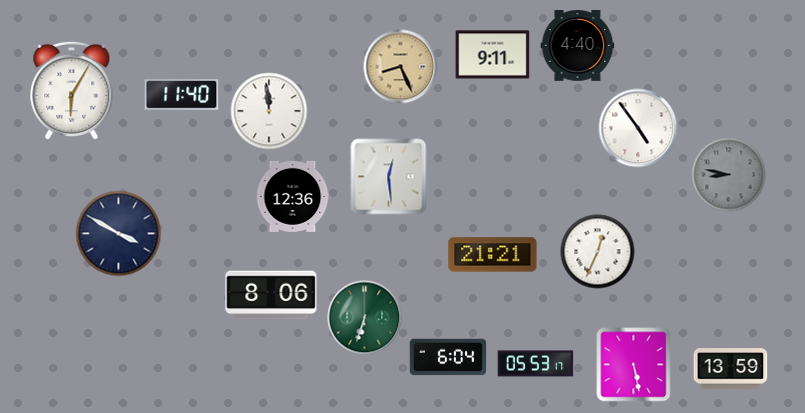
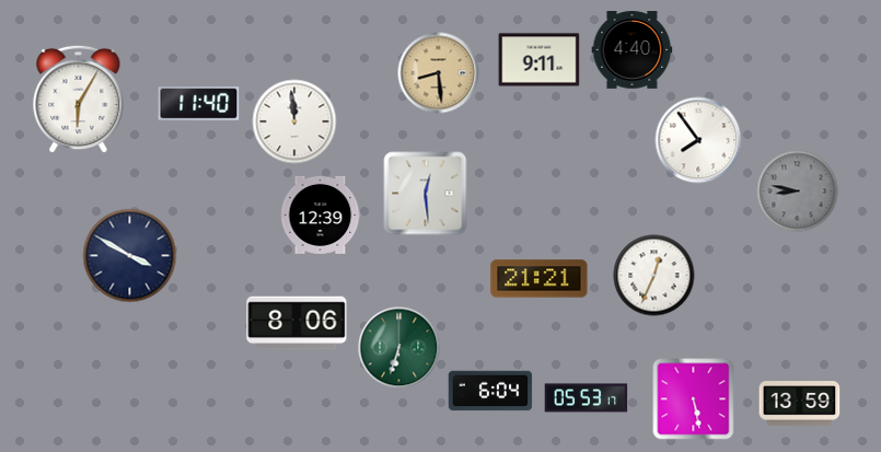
clock at (401, 67): 8:26 -> 8:29
clock at (638, 128): 4:54 -> 7:54
clock at (293, 196): 12:36 -> 12:39
